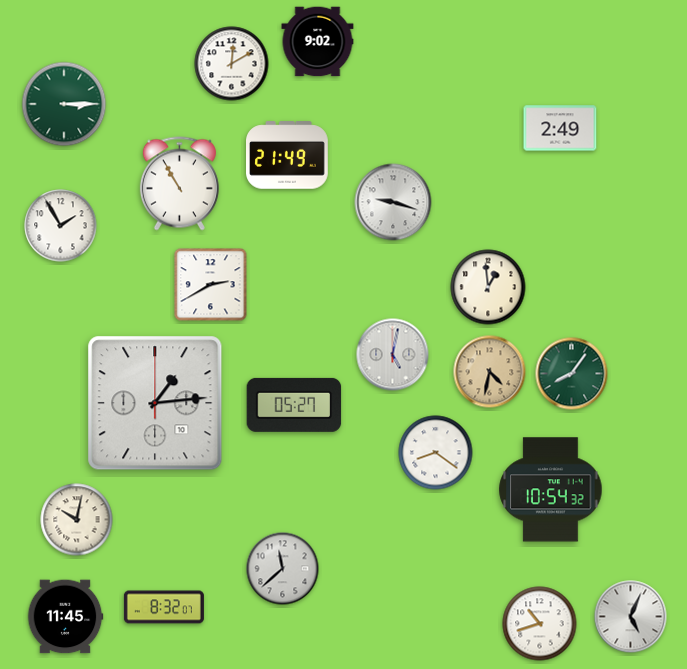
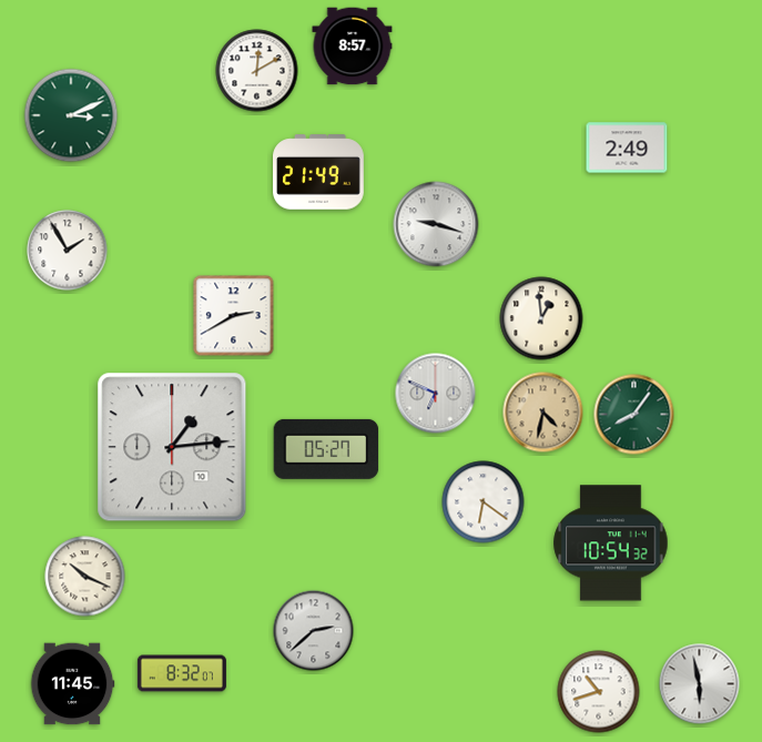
clock at (318, 42): 9:02 -> 8:57
clock at (64, 104): 3:15 -> 3:11
clock at (560, 128) position: (560, 128) -> (627, 148)
clock at (179, 184): 10:55 -> none
clock at (393, 355): 5:02 -> 6:49
clock at (436, 453): 8:21 -> 6:21
clock at (77, 520): 10:02 -> 10:19
clock at (283, 569): 11:38 -> 2:38
clock at (631, 617): 5:04 -> 5:58
